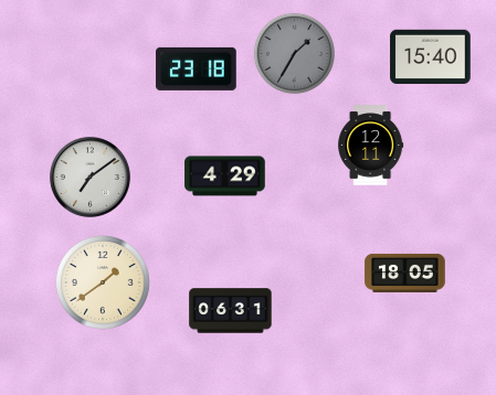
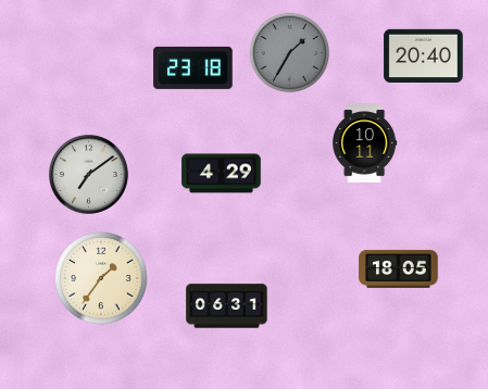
clock at (431, 57): 15:40 -> 20:40
clock at (371, 146): 12:11 -> 10:11
clock at (104, 284): 1:39 -> 1:36
